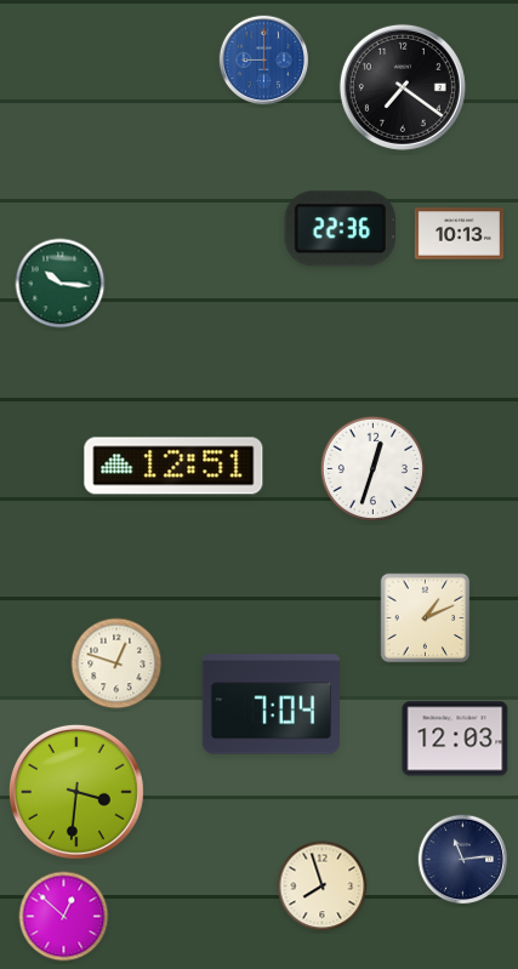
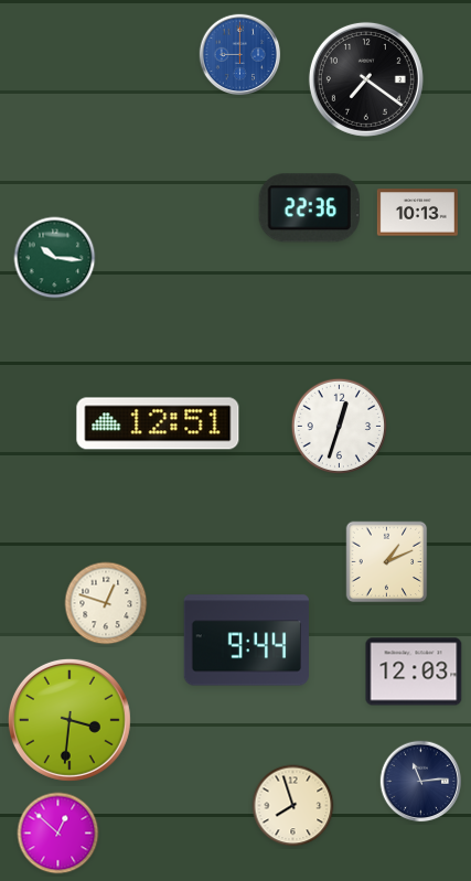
clock at (271, 705): 7:04 -> 9:44
